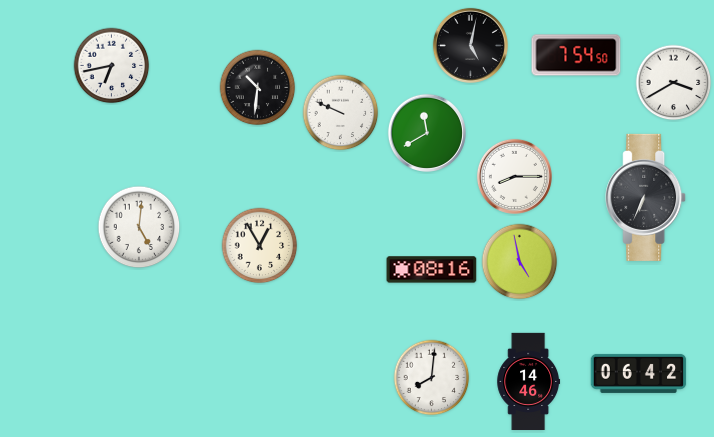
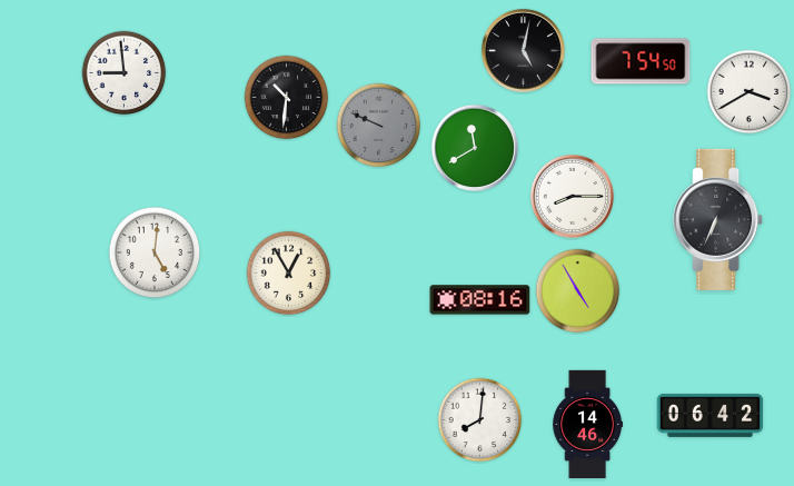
clock at (112, 66): 6:43 -> 8:59
clock at (341, 113) dial: white -> grey
clock at (520, 262): 4:58 -> 4:55
